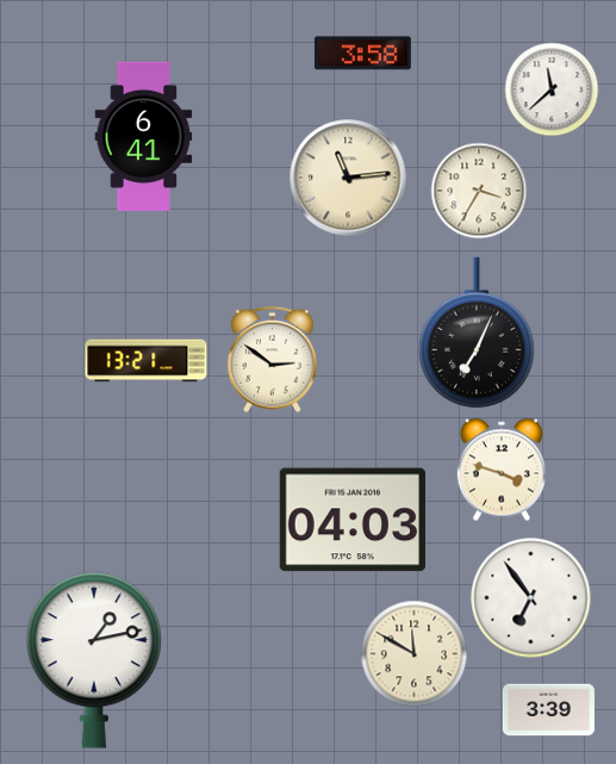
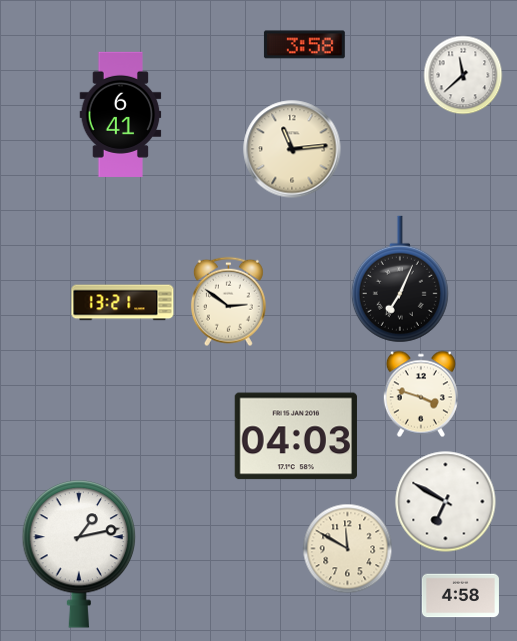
clock at (479, 191): 3:35 -> none
clock at (531, 598): 6:54 -> 6:50
clock at (548, 710): 3:39 -> 4:58
